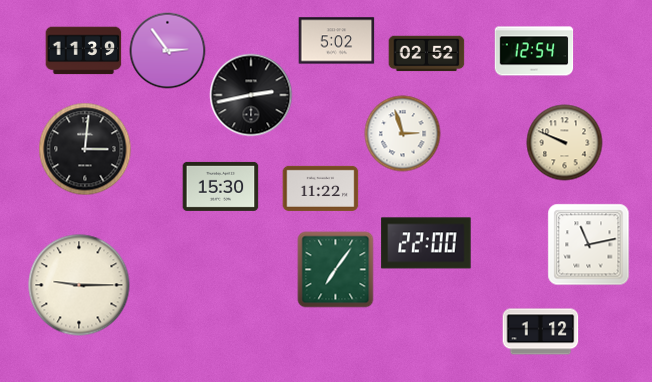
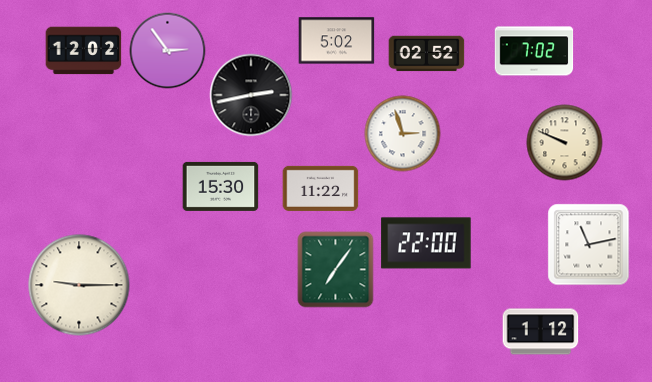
clock at (84, 51): 11:39 -> 12:02
clock at (534, 51): 12:54 -> 7:02
clock at (85, 149): 3:01 -> none
